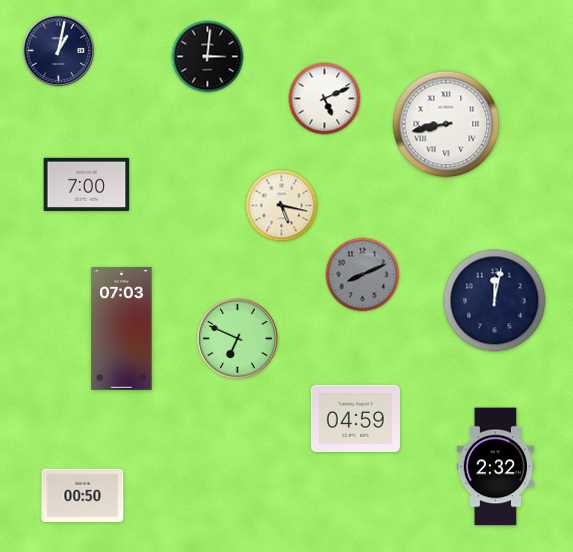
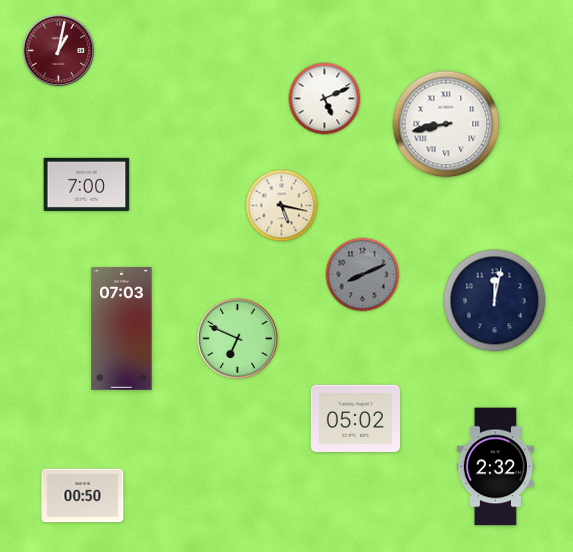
clock at (59, 51) dial: navy -> burgundy
clock at (208, 57): 3:01 -> none
clock at (355, 418): 04:59 -> 05:02
